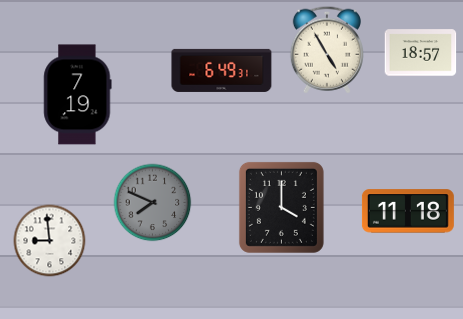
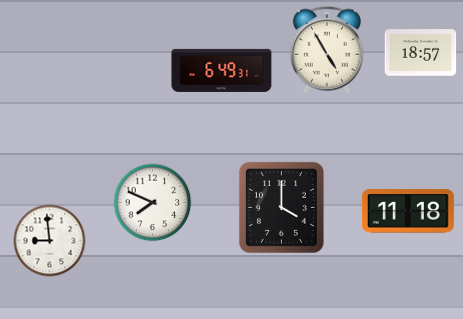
clock at (78, 95): 7:19 -> none
clock at (153, 203) dial: grey -> white
